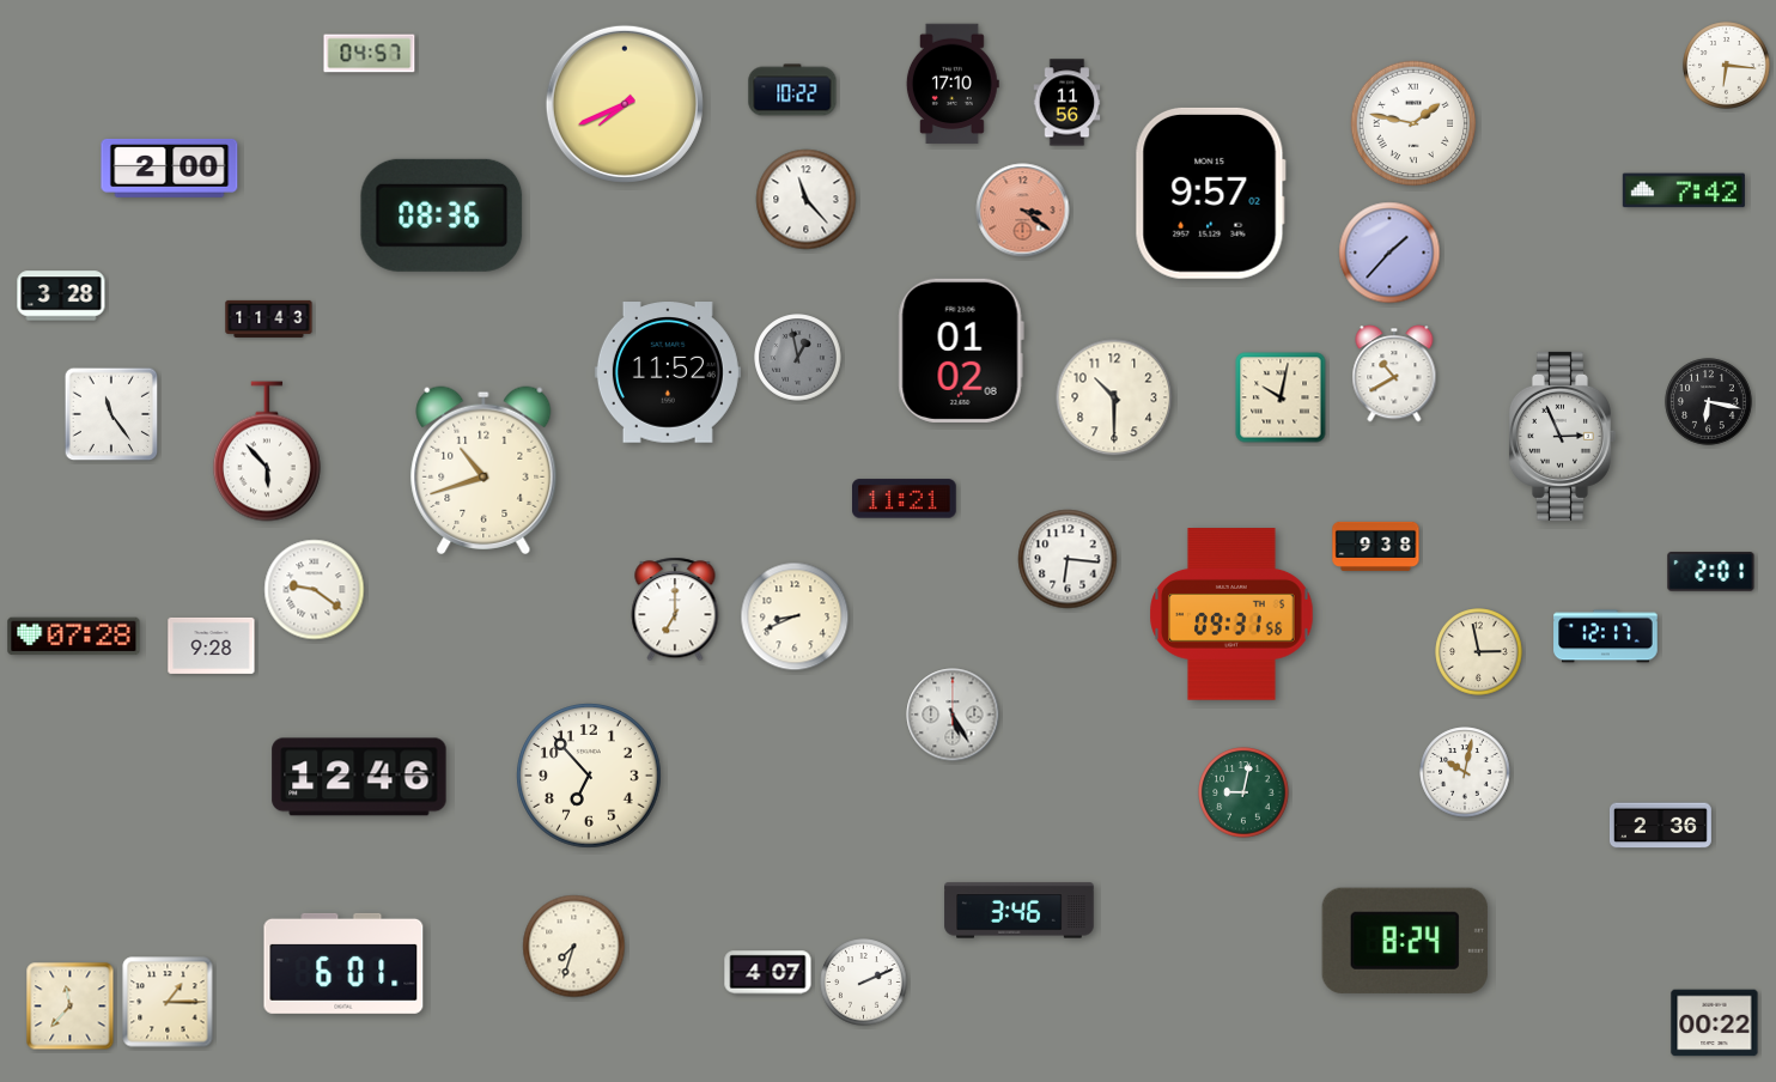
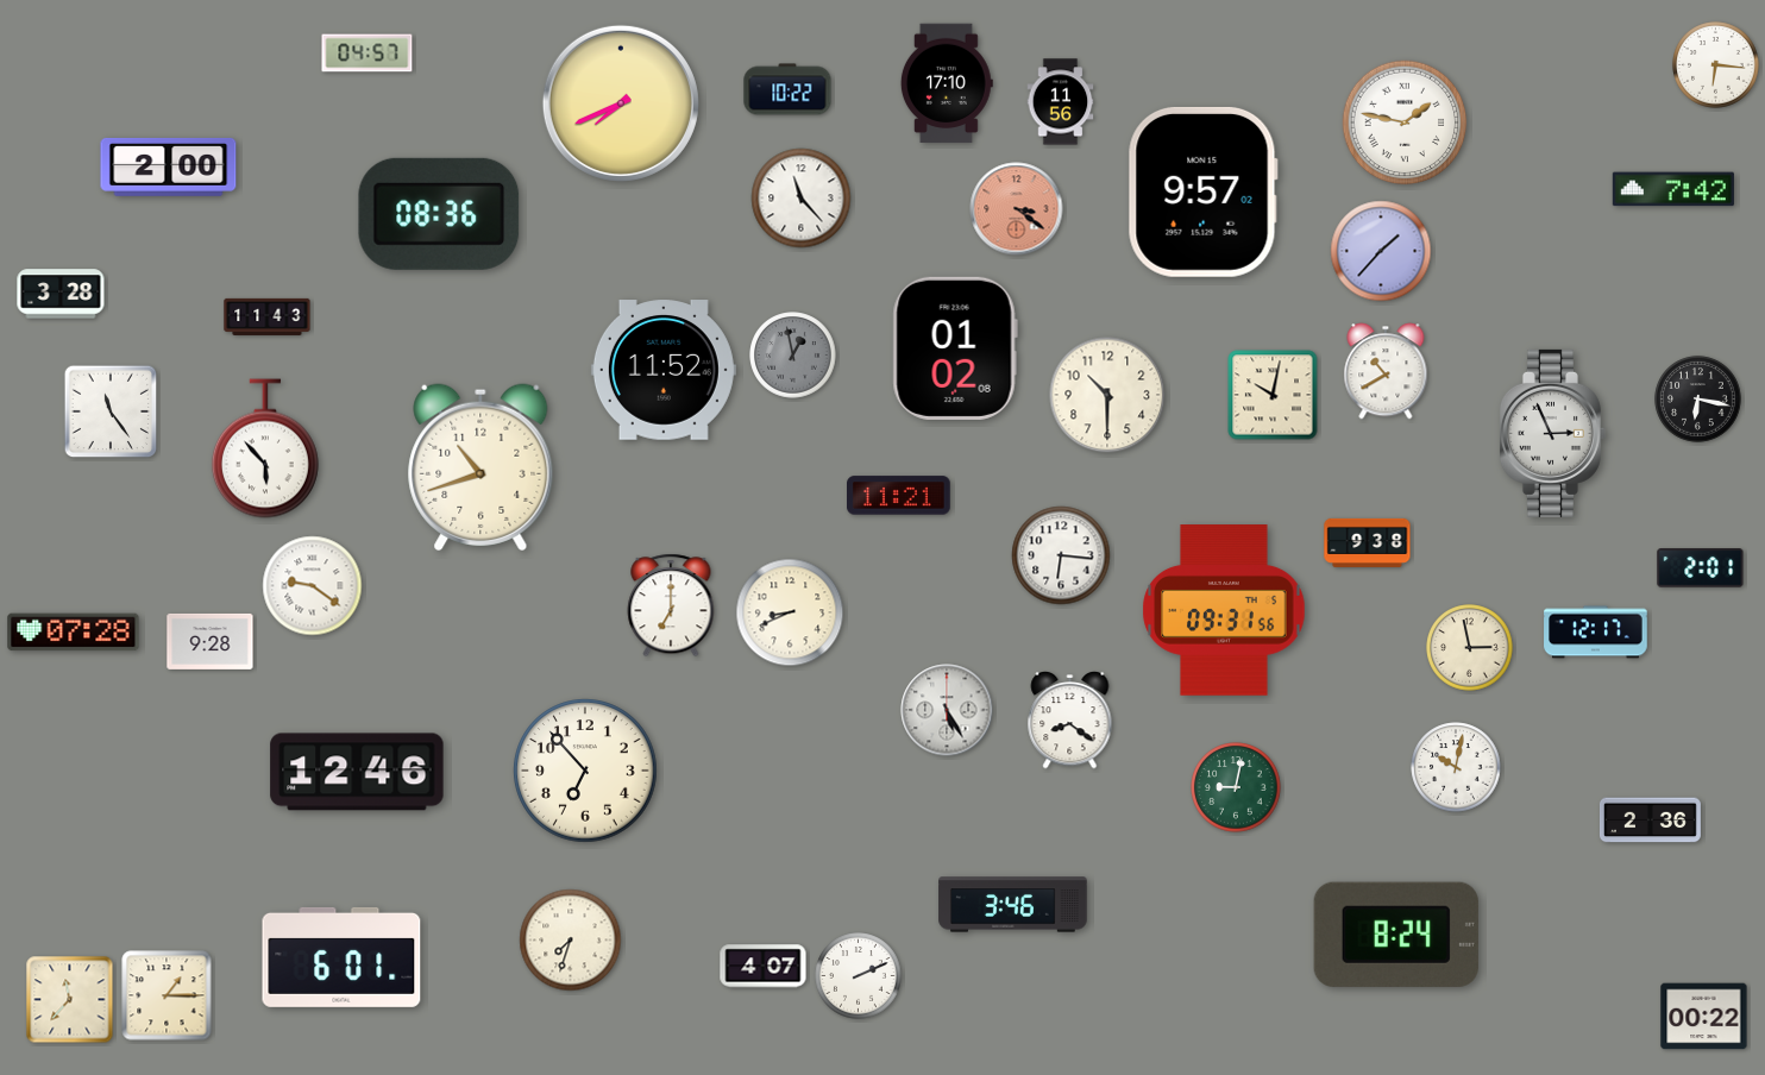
clock at (1070, 721): none -> 8:21
